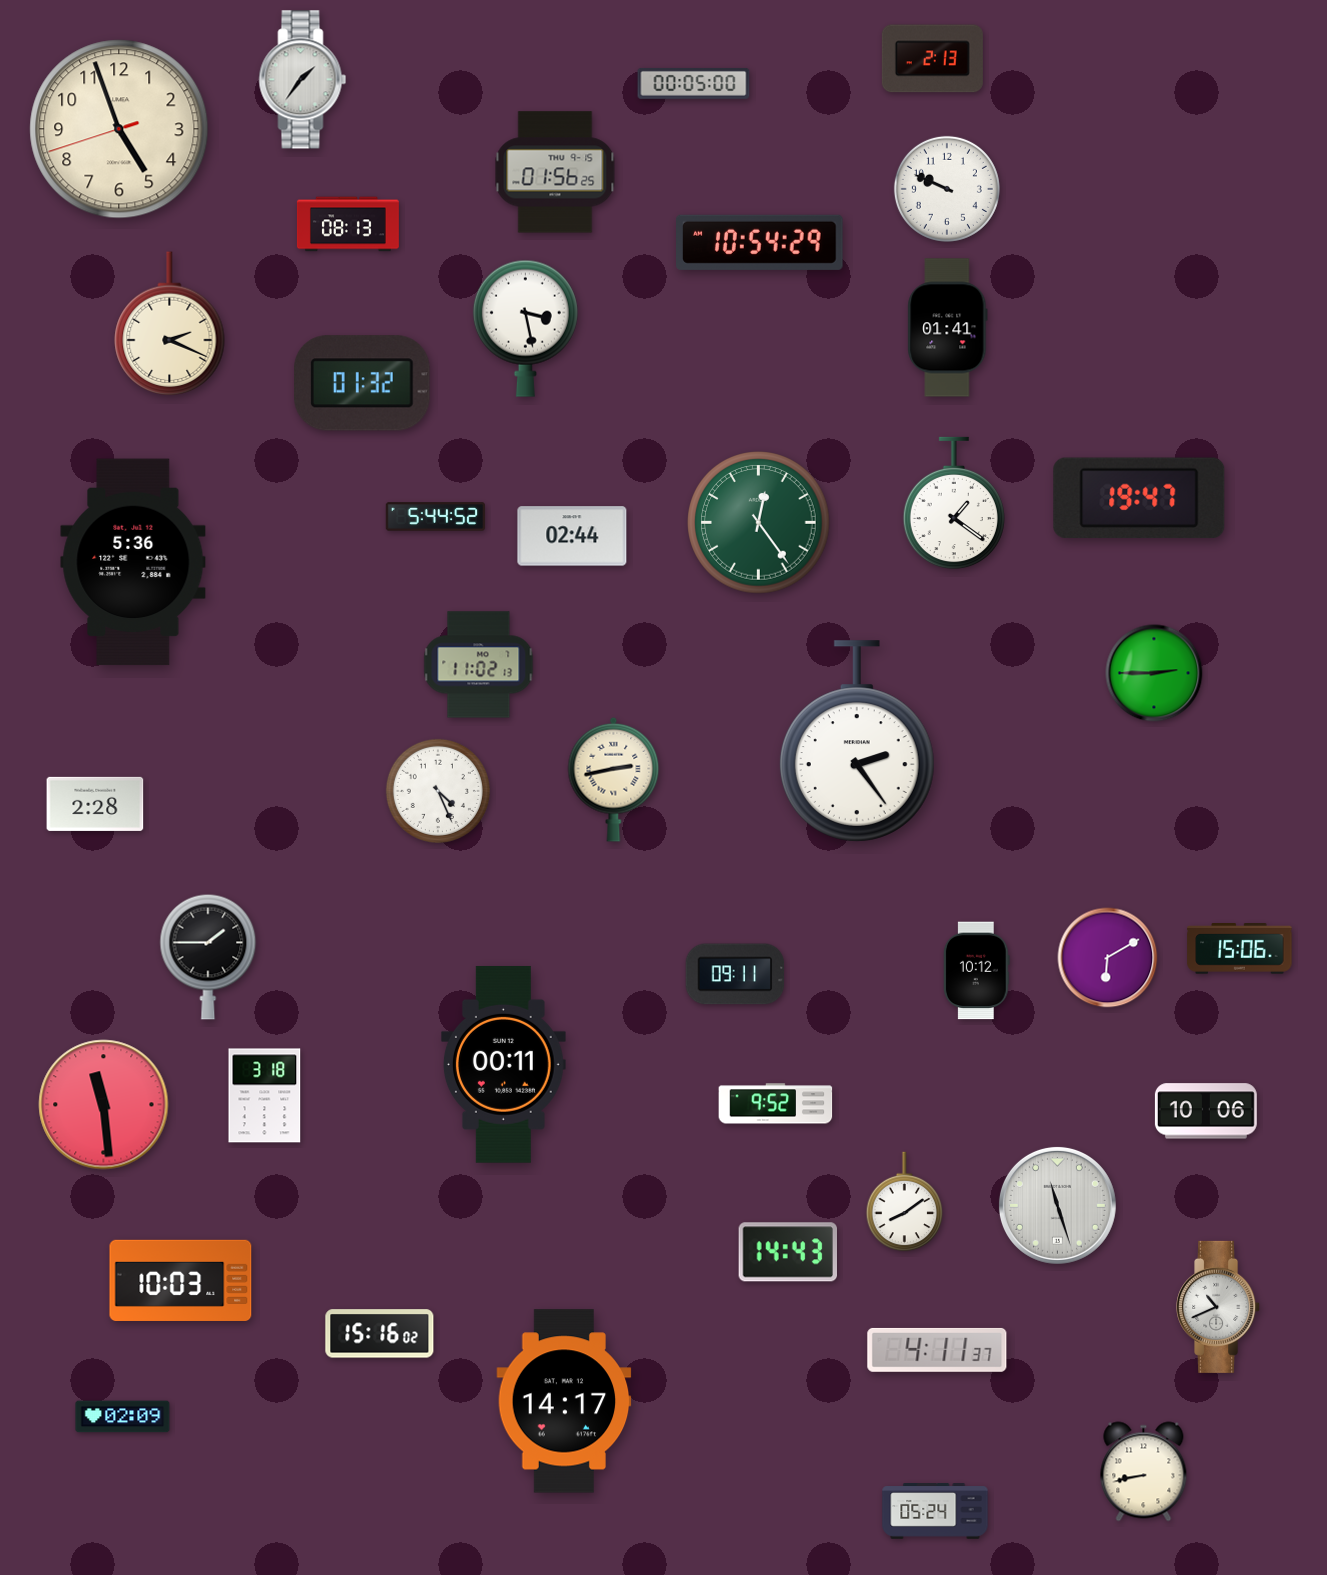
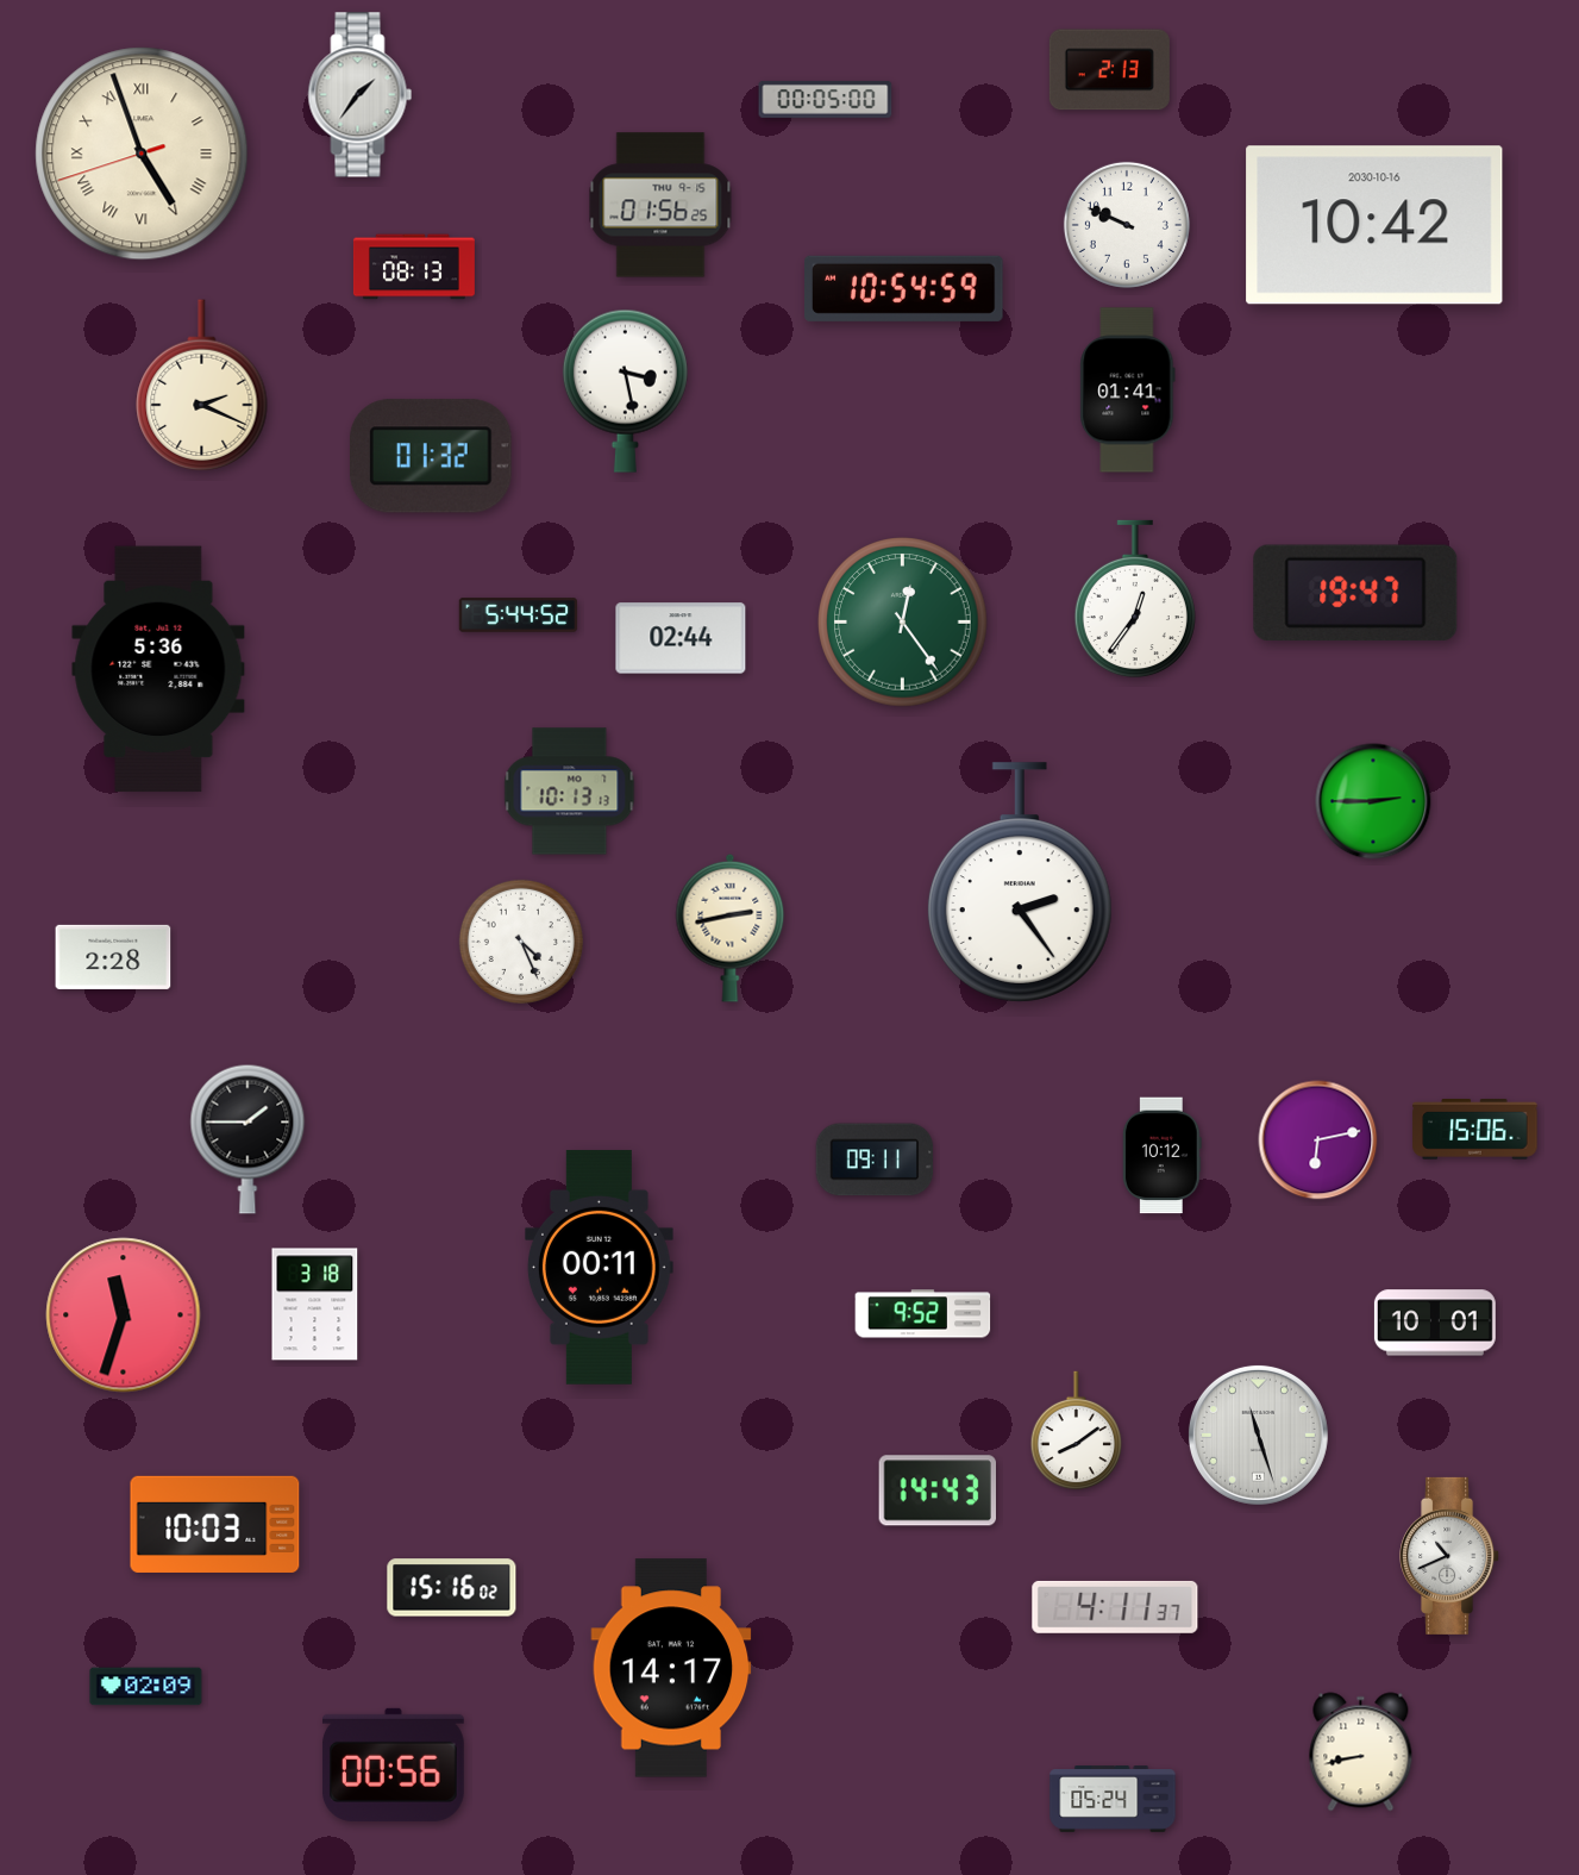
clock at (119, 129) numerals: Arabic -> Roman
clock at (1374, 225): none -> 10:42
clock at (760, 242): 10:54:29 -> 10:54:59
clock at (954, 503): 1:21 -> 12:36
clock at (479, 665): 11:02 -> 10:13
clock at (1108, 958): 6:10 -> 6:13
clock at (104, 1105): 11:29 -> 11:33
clock at (1206, 1111): 10:06 -> 10:01
clock at (393, 1764): none -> 00:56
